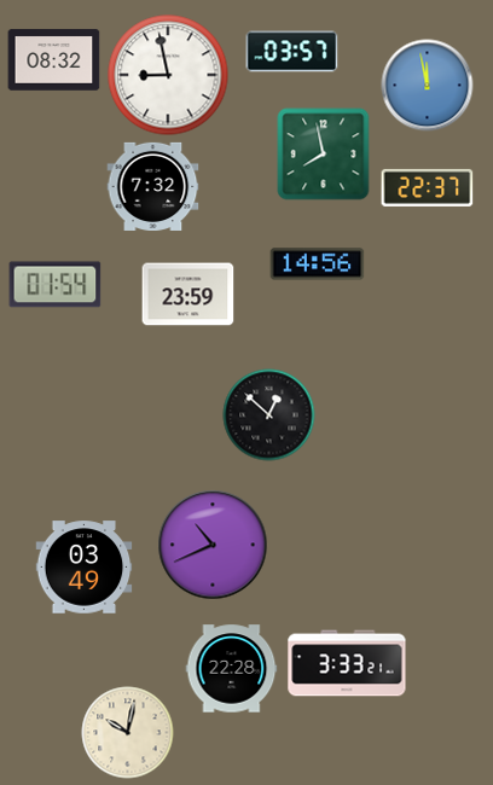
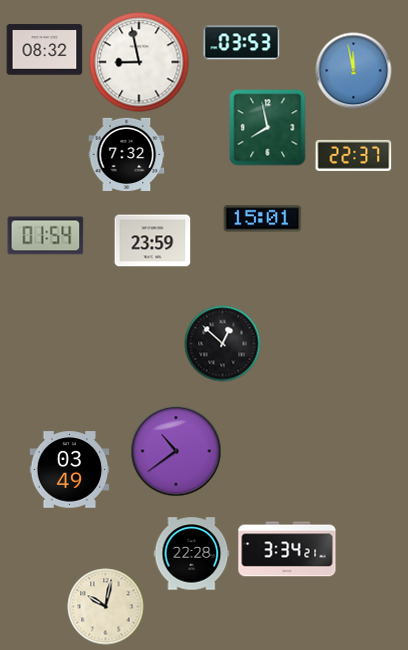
clock at (292, 52): 03:57 -> 03:53
clock at (318, 264): 14:56 -> 15:01
clock at (188, 295) position: (188, 295) -> (153, 241)
clock at (213, 545): 10:41 -> 10:39
clock at (347, 663): 3:33 -> 3:34
